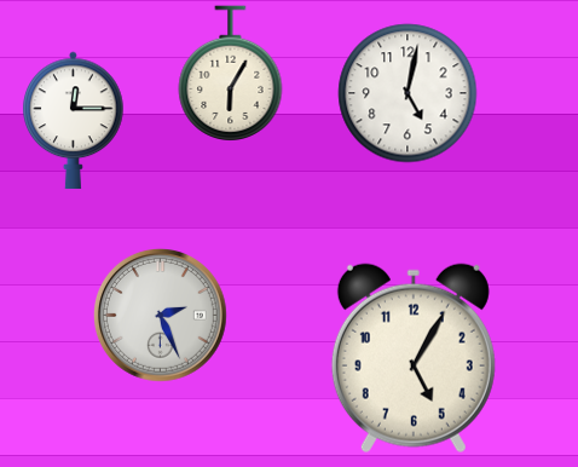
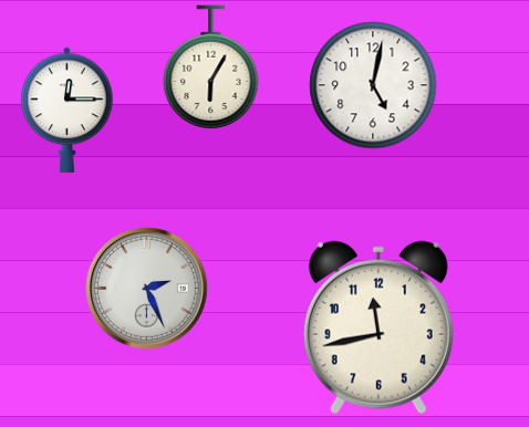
clock at (414, 358): 5:05 -> 11:43
